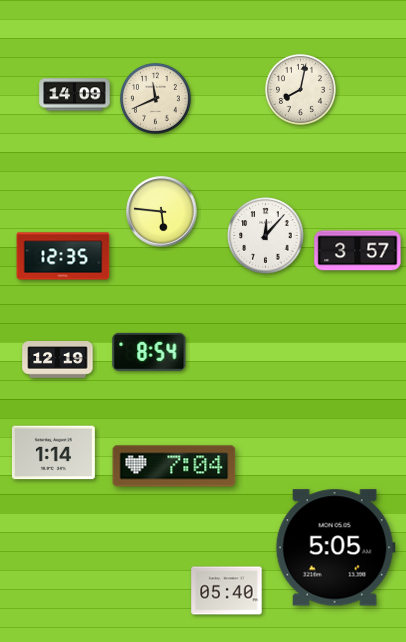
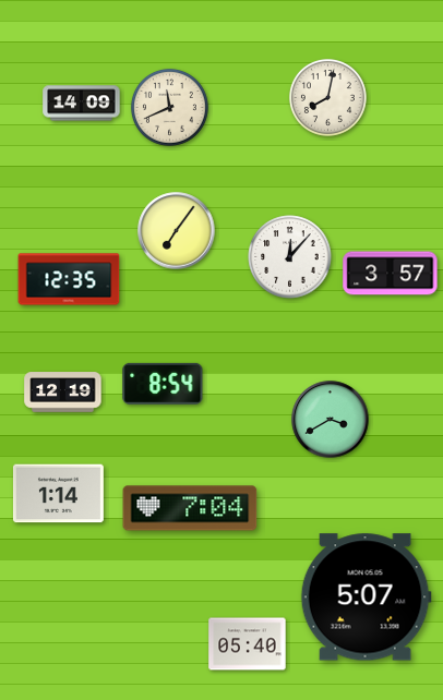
clock at (162, 212): 5:46 -> 7:06
clock at (331, 420): none -> 3:40
clock at (335, 548): 5:05 -> 5:07
